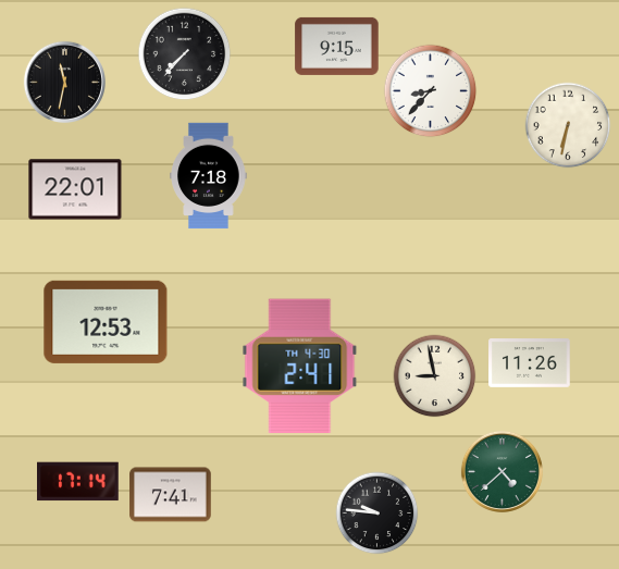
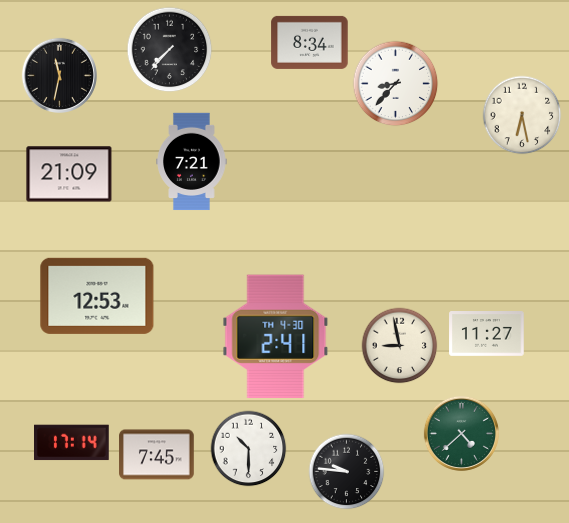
clock at (337, 46): 9:15 -> 8:34
clock at (568, 125): 6:32 -> 6:28
clock at (209, 176): 7:18 -> 7:21
clock at (75, 189): 22:01 -> 21:09
clock at (530, 363): 11:26 -> 11:27
clock at (249, 449): none -> 10:30
clock at (171, 495): 7:41 -> 7:45
